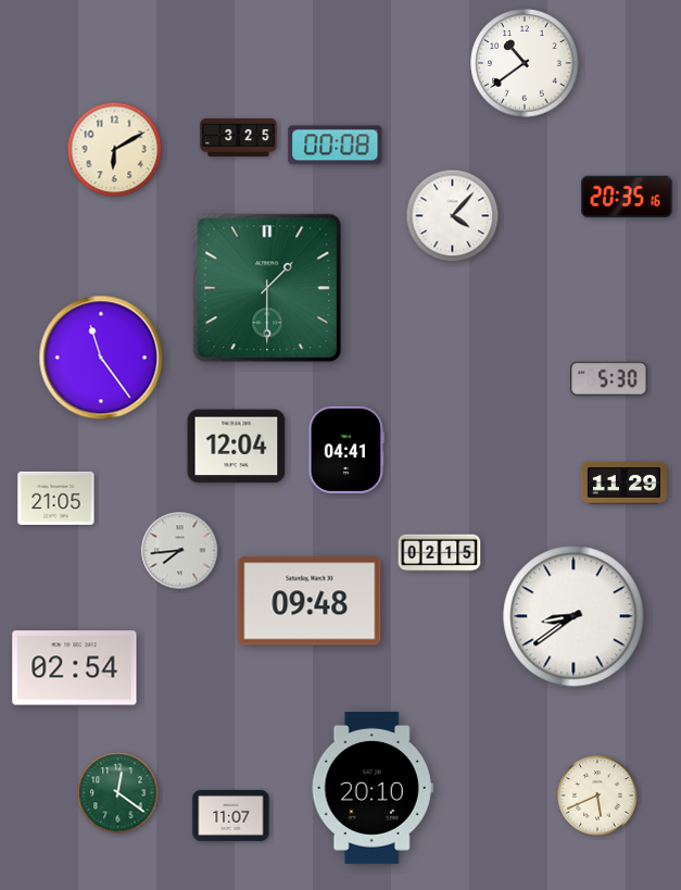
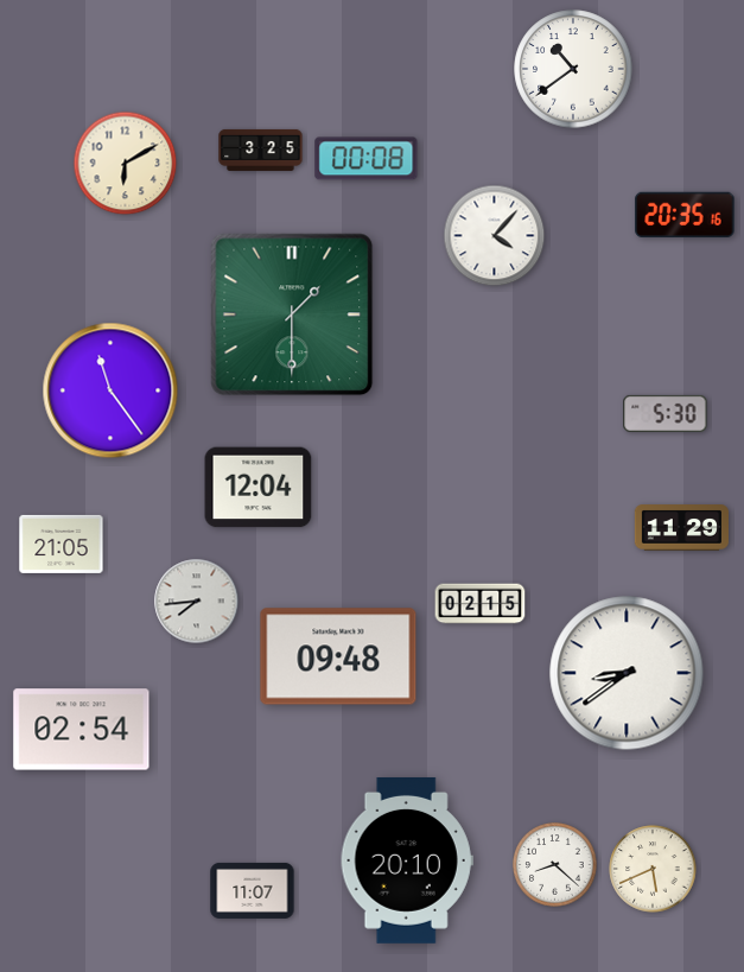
clock at (345, 450): 04:41 -> none
clock at (555, 865): none -> 8:22
clock at (118, 793): 12:21 -> none
